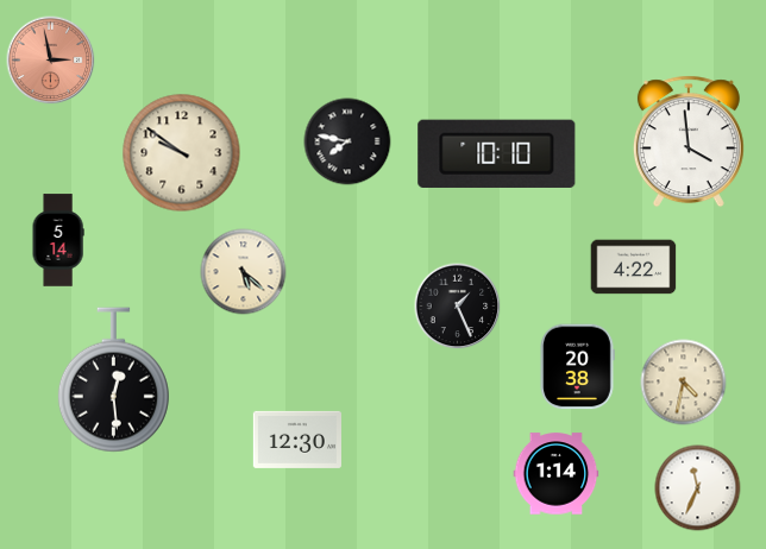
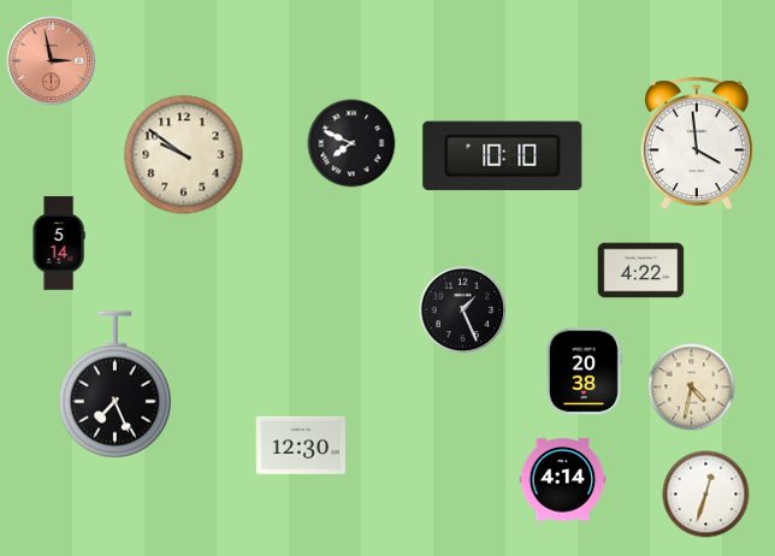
clock at (347, 141): 7:47 -> 7:49
clock at (244, 272): 5:22 -> none
clock at (113, 380): 12:29 -> 7:26
clock at (557, 474): 1:14 -> 4:14
clock at (698, 488): 11:34 -> 12:33
